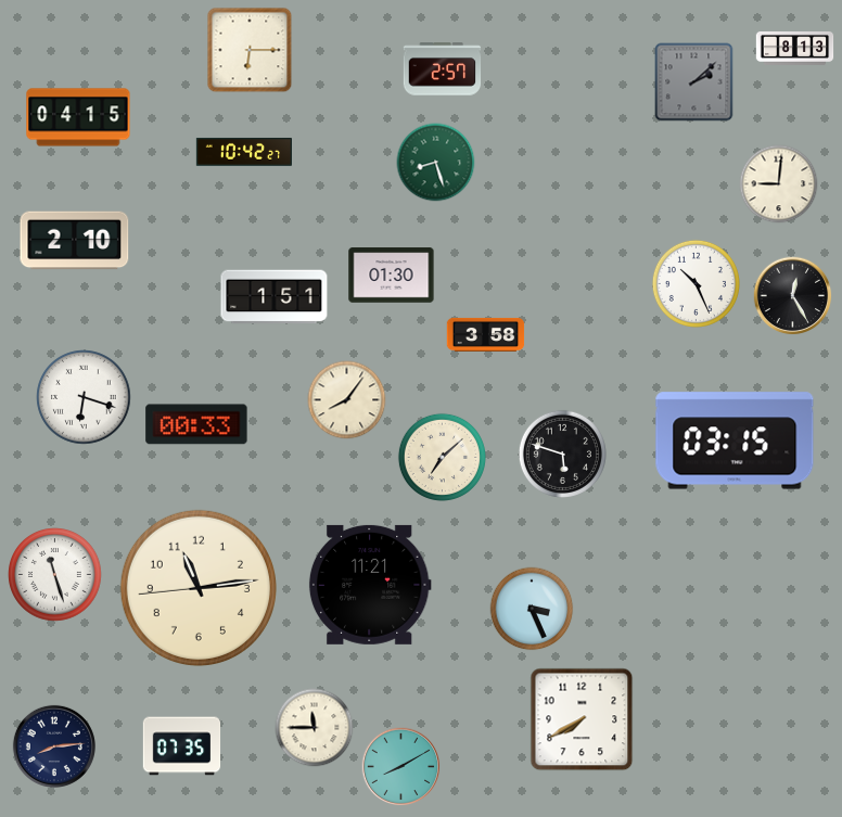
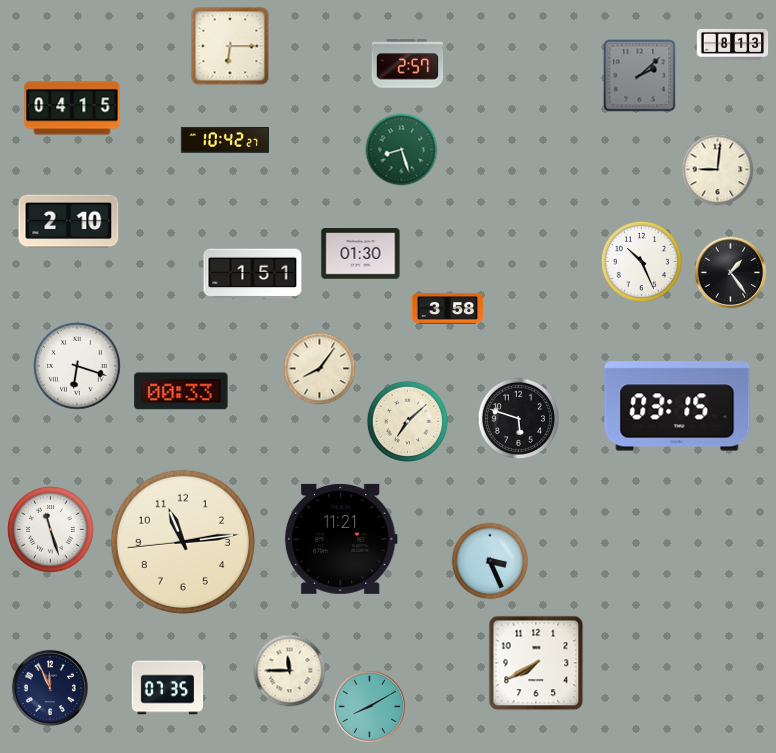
clock at (793, 296): 12:25 -> 1:24
clock at (54, 746): 8:14 -> 11:56
